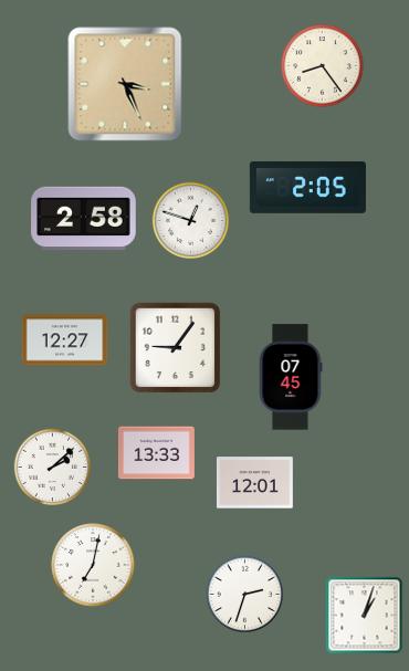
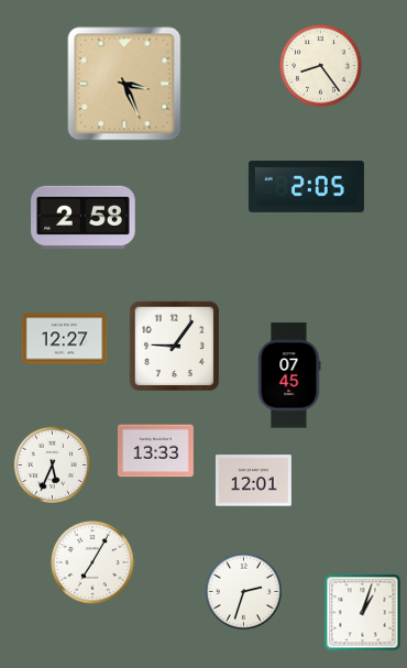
clock at (190, 220): 12:48 -> none
clock at (52, 466): 2:08 -> 5:34
clock at (93, 565): 7:02 -> 7:05
